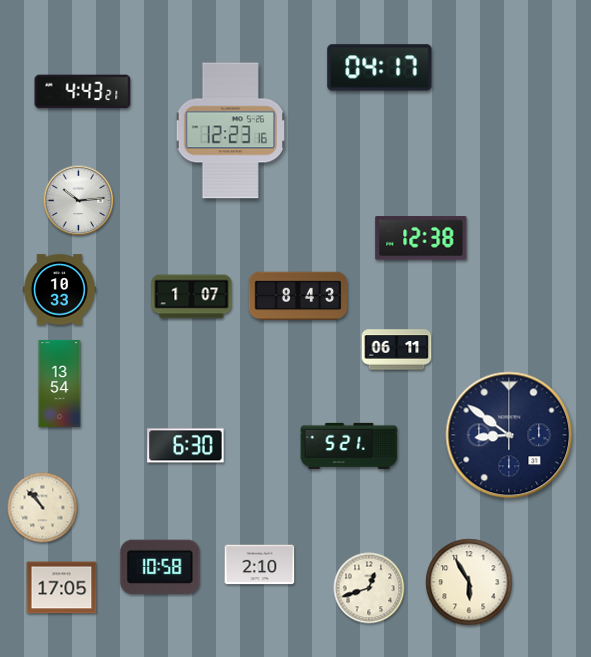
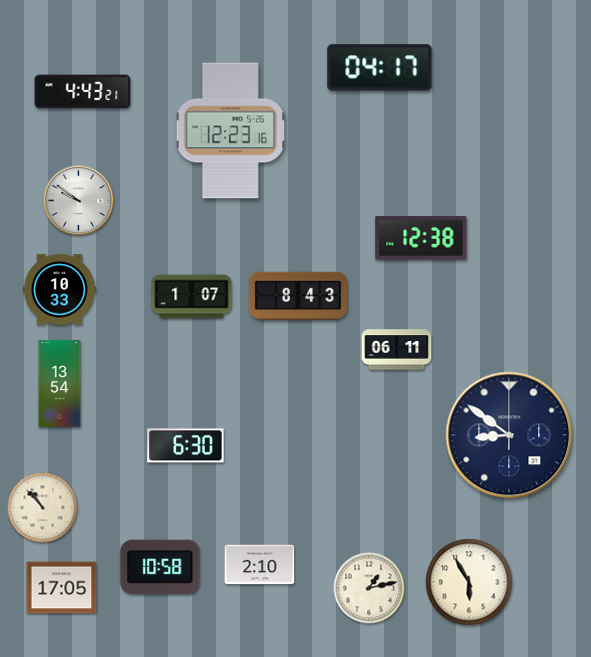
clock at (79, 201): 10:14 -> 9:51
clock at (349, 446): 5:21 -> none
clock at (369, 588): 12:42 -> 1:13
